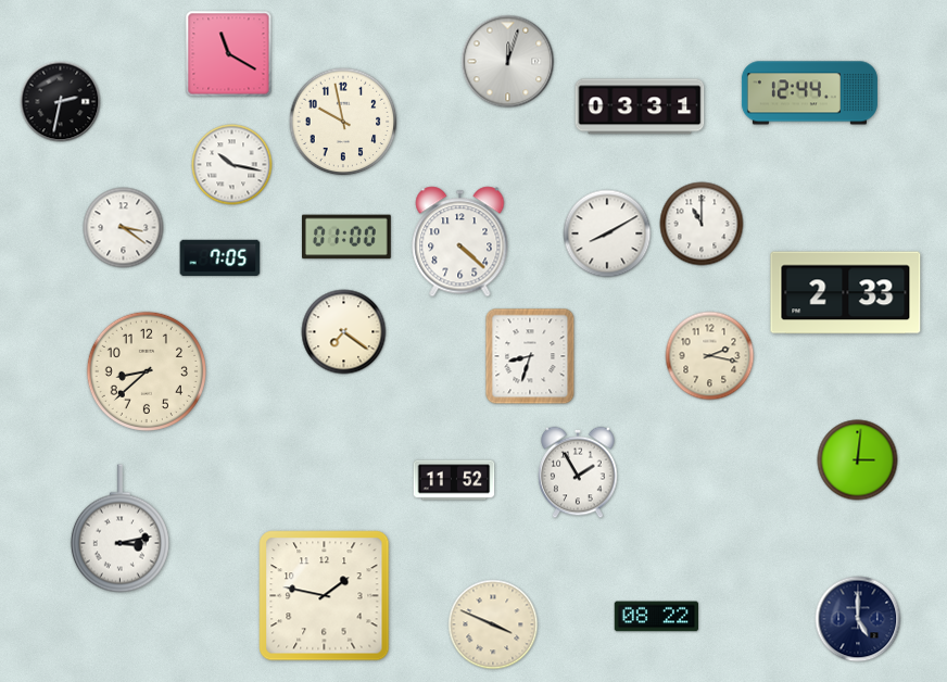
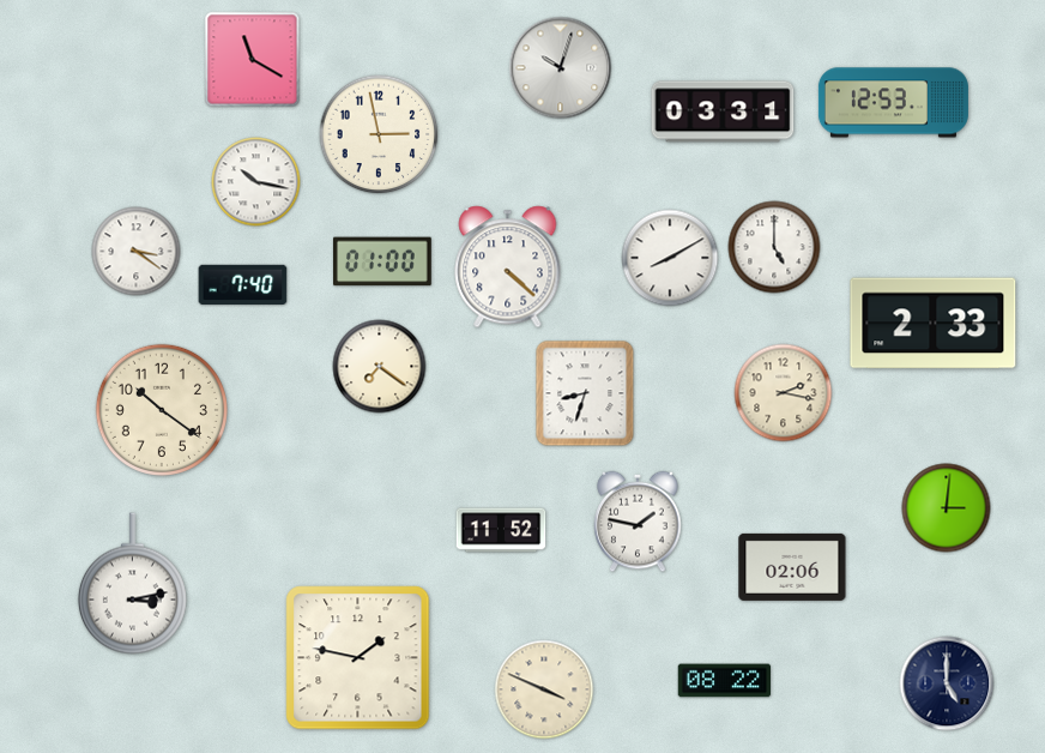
clock at (508, 62): 12:03 -> 10:03
clock at (809, 93): 12:44 -> 12:53
clock at (61, 102): 2:32 -> none
clock at (640, 106) position: (640, 106) -> (723, 112)
clock at (343, 122): 9:58 -> 2:58
clock at (702, 224): 11:00 -> 5:00
clock at (220, 258): 7:05 -> 7:40
clock at (147, 371): 8:38 -> 10:21
clock at (578, 472): 1:55 -> 1:47
clock at (792, 567): none -> 02:06
